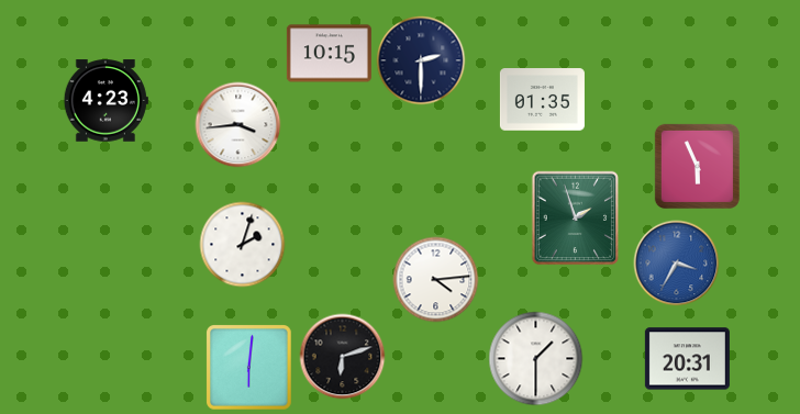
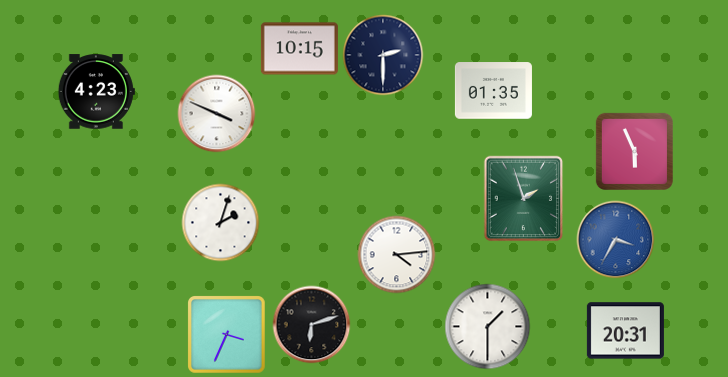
clock at (237, 124): 3:44 -> 3:49
clock at (687, 359) position: (687, 359) -> (625, 331)
clock at (249, 368): 6:01 -> 3:34
